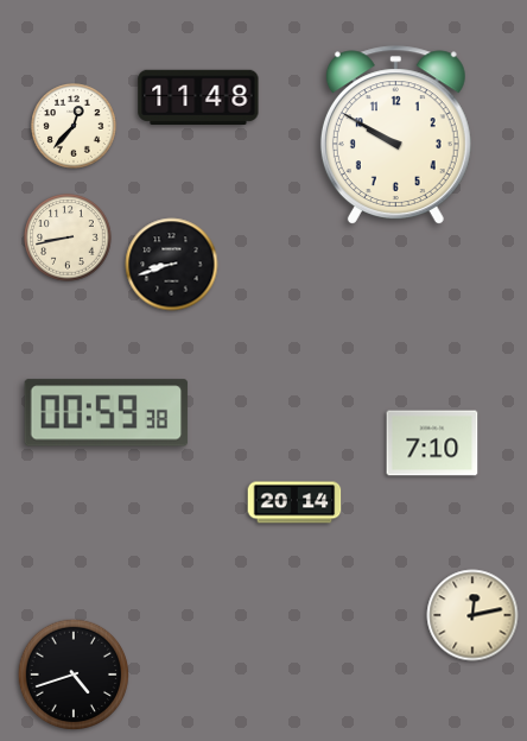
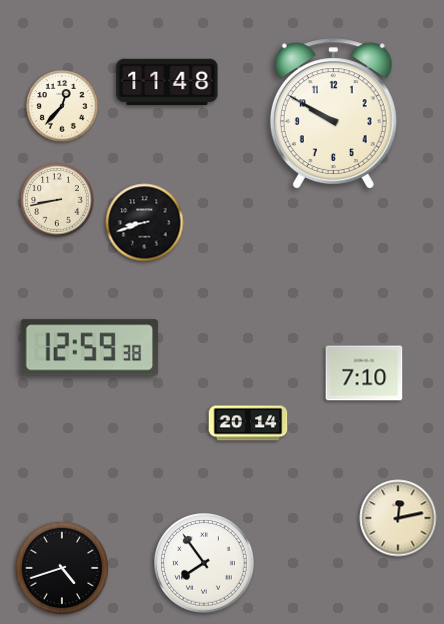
clock at (107, 413): 00:59 -> 12:59
clock at (204, 563): none -> 7:54
